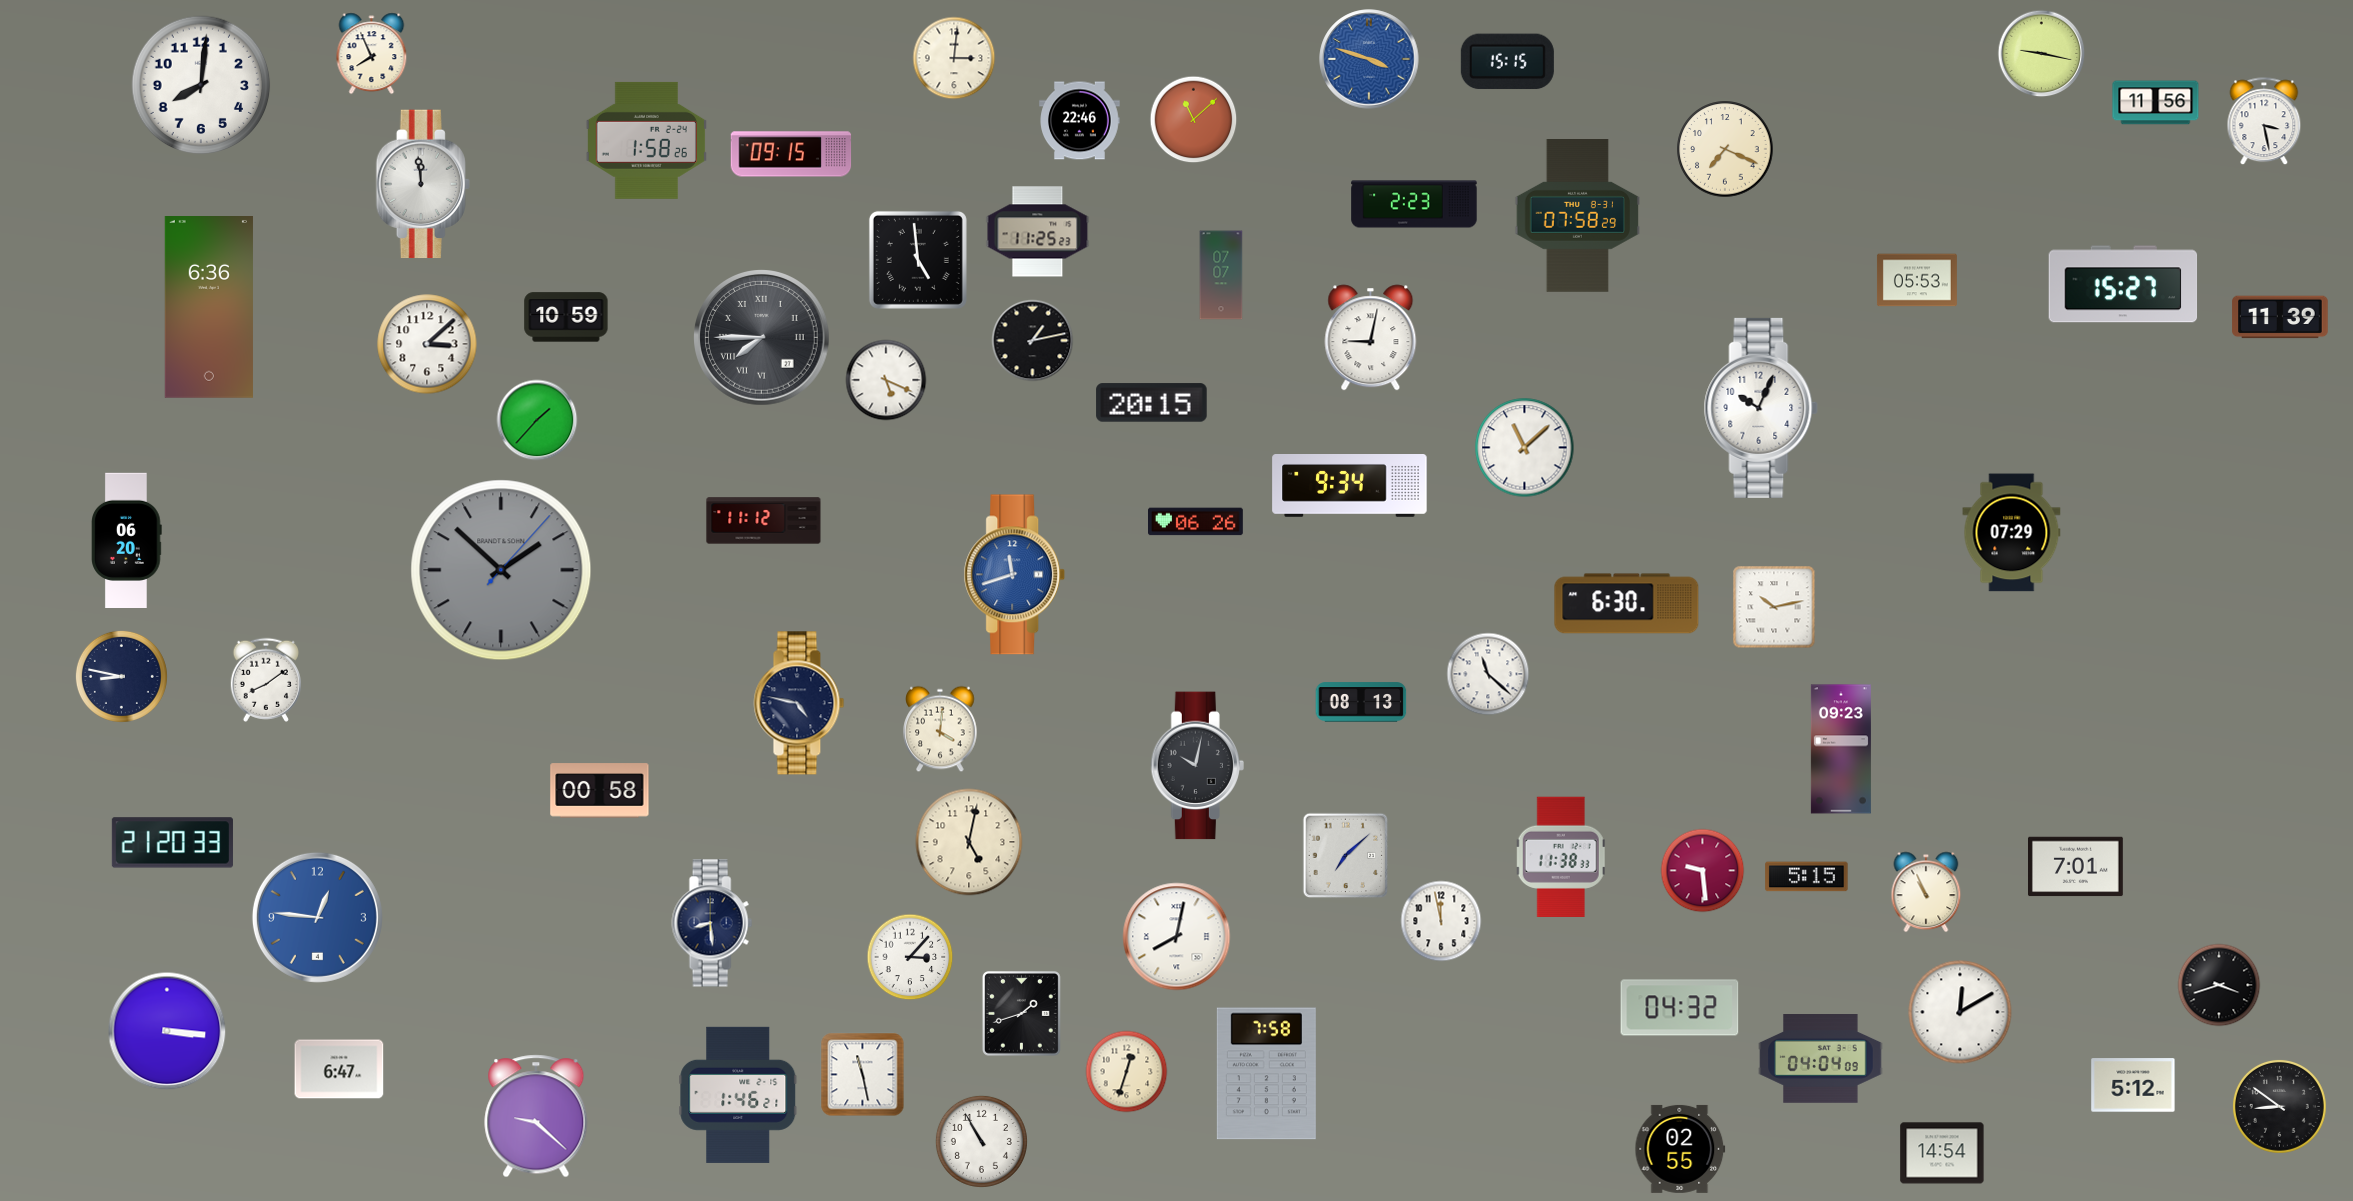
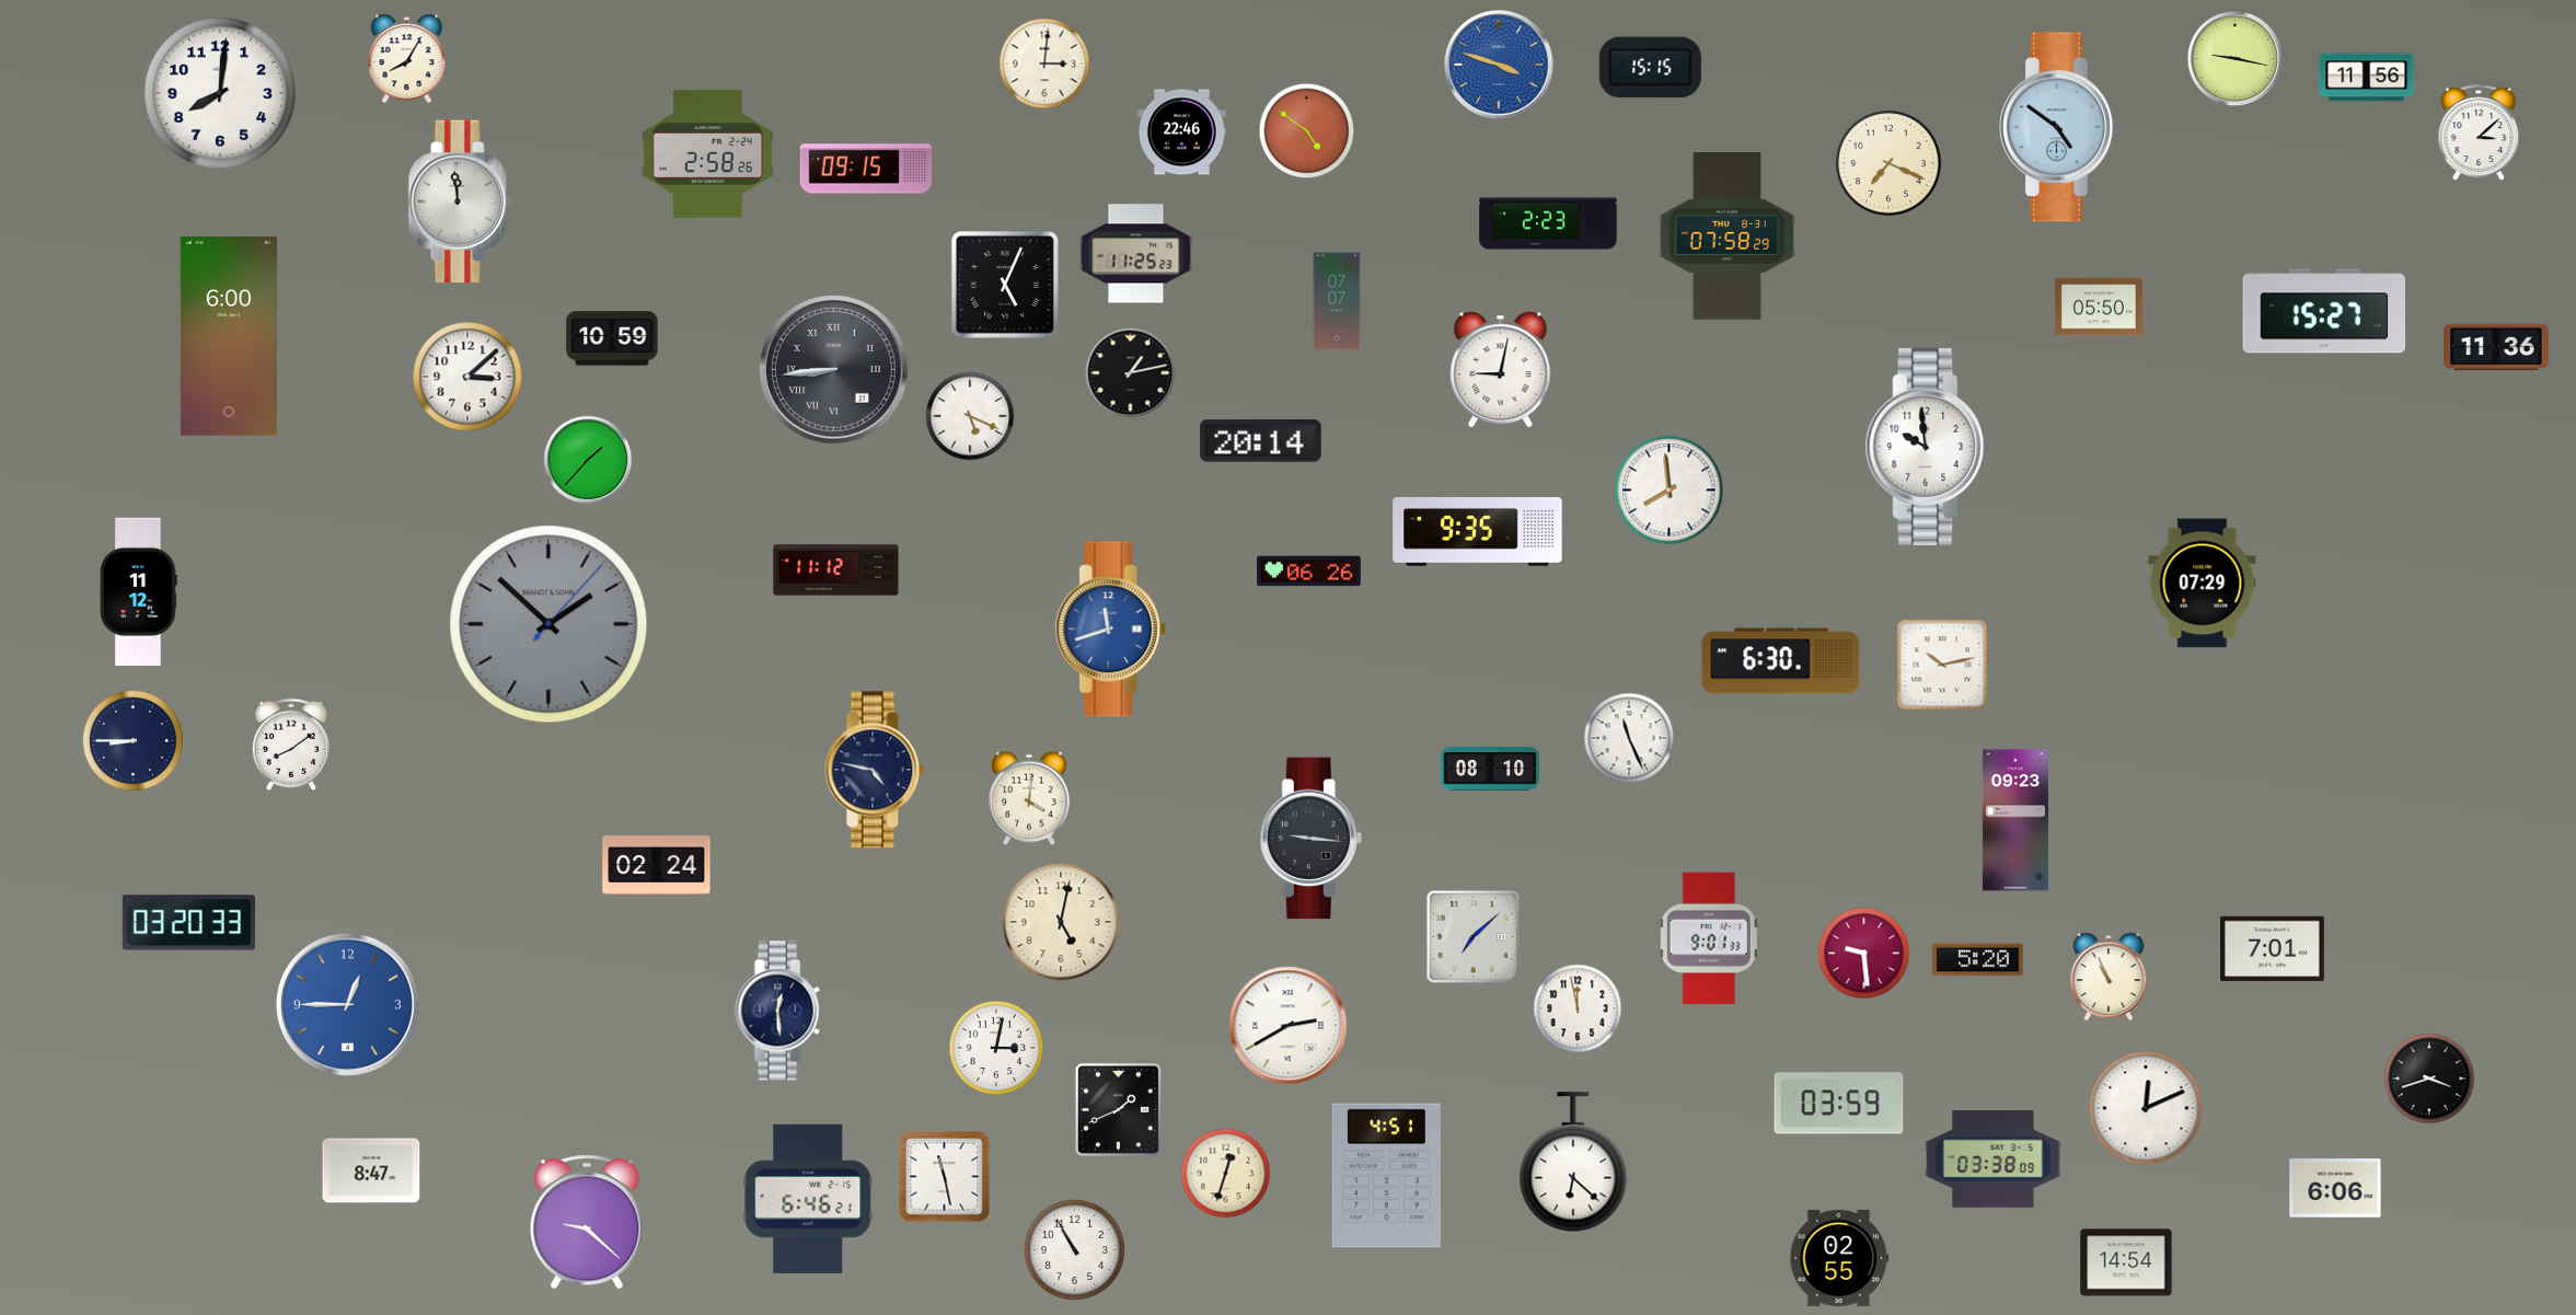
clock at (372, 54): 7:56 -> 8:05
clock at (2156, 103) position: (2156, 103) -> (2367, 78)
clock at (2059, 127): none -> 4:51
clock at (1194, 120): 11:08 -> 4:51
clock at (2264, 122): 3:28 -> 3:08
clock at (646, 140): 1:58 -> 2:58
clock at (423, 184) position: (423, 184) -> (460, 201)
clock at (918, 260): 4:59 -> 5:04
clock at (1917, 280): 05:53 -> 05:50
clock at (209, 308): 6:36 -> 6:00
clock at (566, 317) position: (566, 317) -> (612, 338)
clock at (2280, 317): 11:39 -> 11:36
clock at (762, 338): 7:45 -> 8:44
clock at (1152, 403): 20:15 -> 20:14
clock at (1761, 408): 10:04 -> 9:59
clock at (1525, 448): 11:08 -> 7:59
clock at (1350, 486): 9:34 -> 9:35
clock at (127, 540): 06:20 -> 11:12
clock at (1488, 674): 11:22 -> 11:26
clock at (121, 676): 8:47 -> 8:45
clock at (1361, 702): 08:13 -> 08:10
clock at (1197, 766): 10:02 -> 9:16
clock at (600, 791): 00:58 -> 02:24
clock at (172, 843): 21:20 -> 03:20
clock at (1561, 856): 11:38 -> 9:01
clock at (1807, 877): 5:15 -> 5:20
clock at (317, 917): 12:46 -> 12:45
clock at (712, 923): 8:29 -> 12:29
clock at (1177, 937): 8:02 -> 2:40
clock at (910, 957): 3:07 -> 3:02
clock at (1680, 1008): 04:32 -> 03:59
clock at (1960, 1012): 12:10 -> 12:11
clock at (1021, 1013): 1:42 -> 1:41
clock at (167, 1031): 3:16 -> none
clock at (1821, 1059): 04:04 -> 03:38
clock at (1573, 1163): none -> 6:22
clock at (339, 1069): 6:47 -> 8:47
clock at (1127, 1072) position: (1127, 1072) -> (1226, 1174)
clock at (1266, 1074): 7:58 -> 4:51
clock at (2133, 1085): 5:12 -> 6:06
clock at (738, 1095): 1:46 -> 6:46
clock at (2279, 1106): 8:51 -> none
